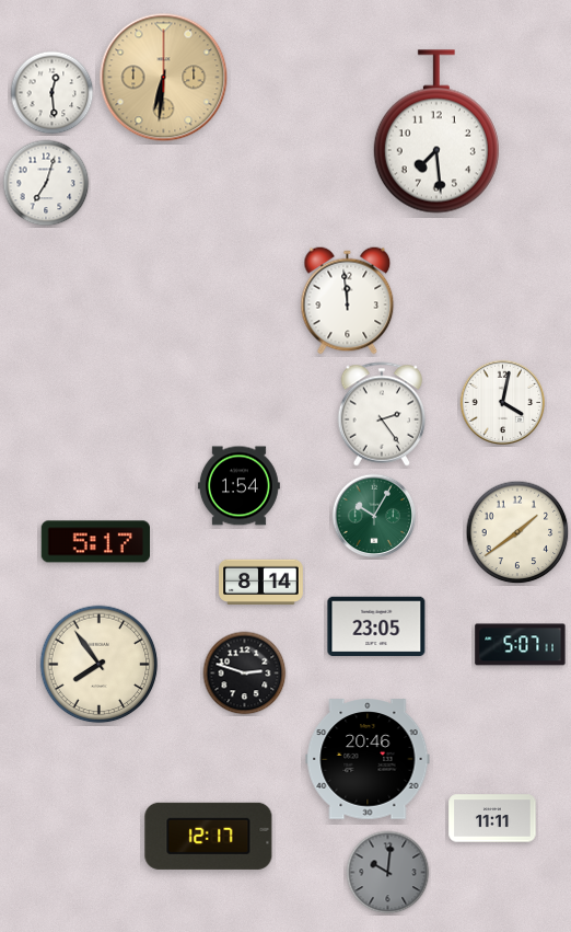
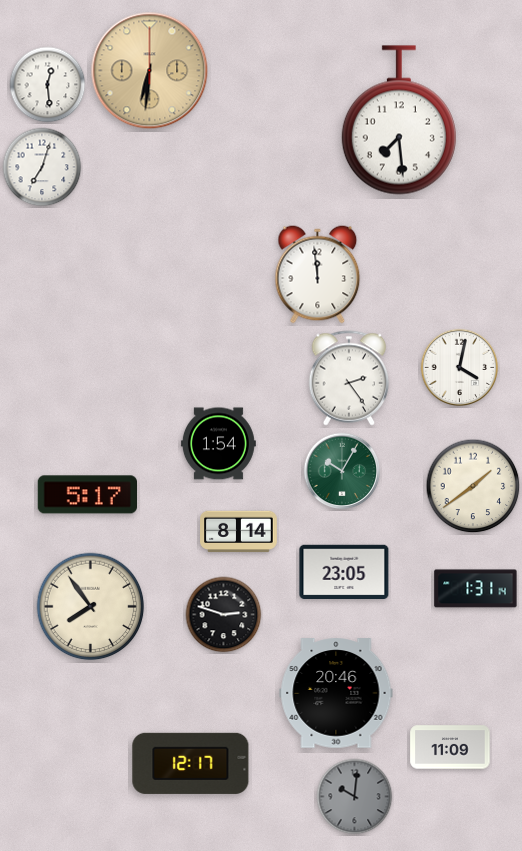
clock at (521, 645): 5:07 -> 1:31
clock at (492, 818): 11:11 -> 11:09
